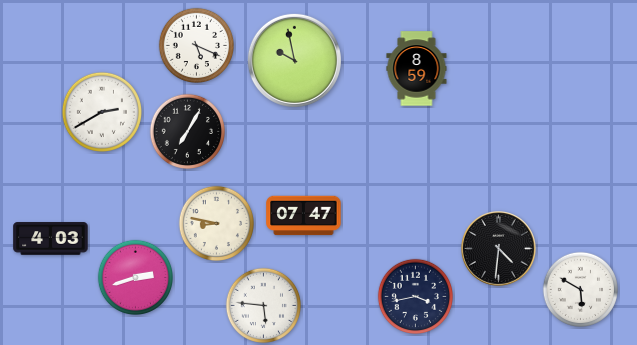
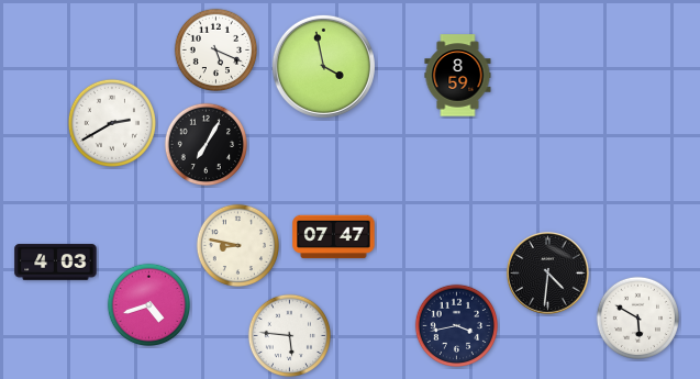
clock at (294, 60): 9:58 -> 3:58
clock at (135, 277): 2:42 -> 4:42
